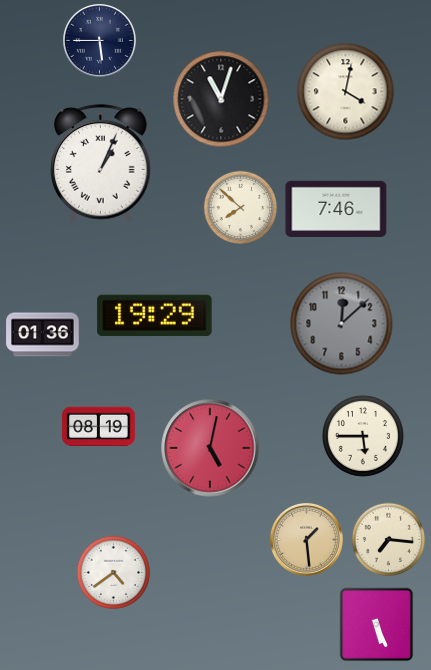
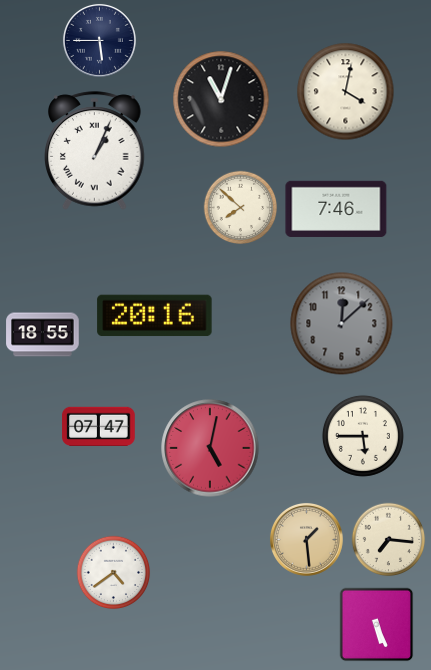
clock at (101, 164) position: (101, 164) -> (95, 151)
clock at (155, 316): 19:29 -> 20:16
clock at (43, 335): 01:36 -> 18:55
clock at (99, 426): 08:19 -> 07:47
